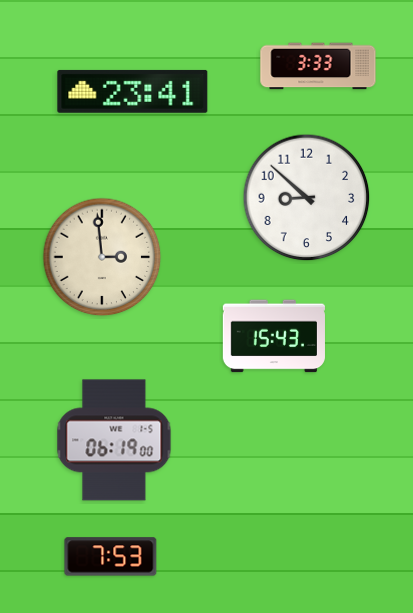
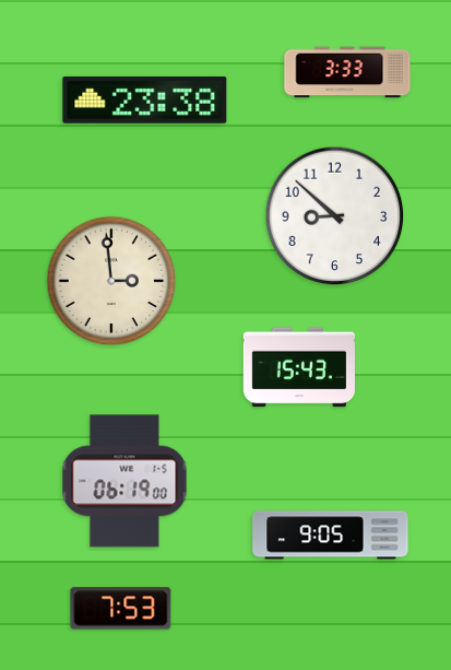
clock at (133, 91): 23:41 -> 23:38
clock at (331, 536): none -> 9:05
